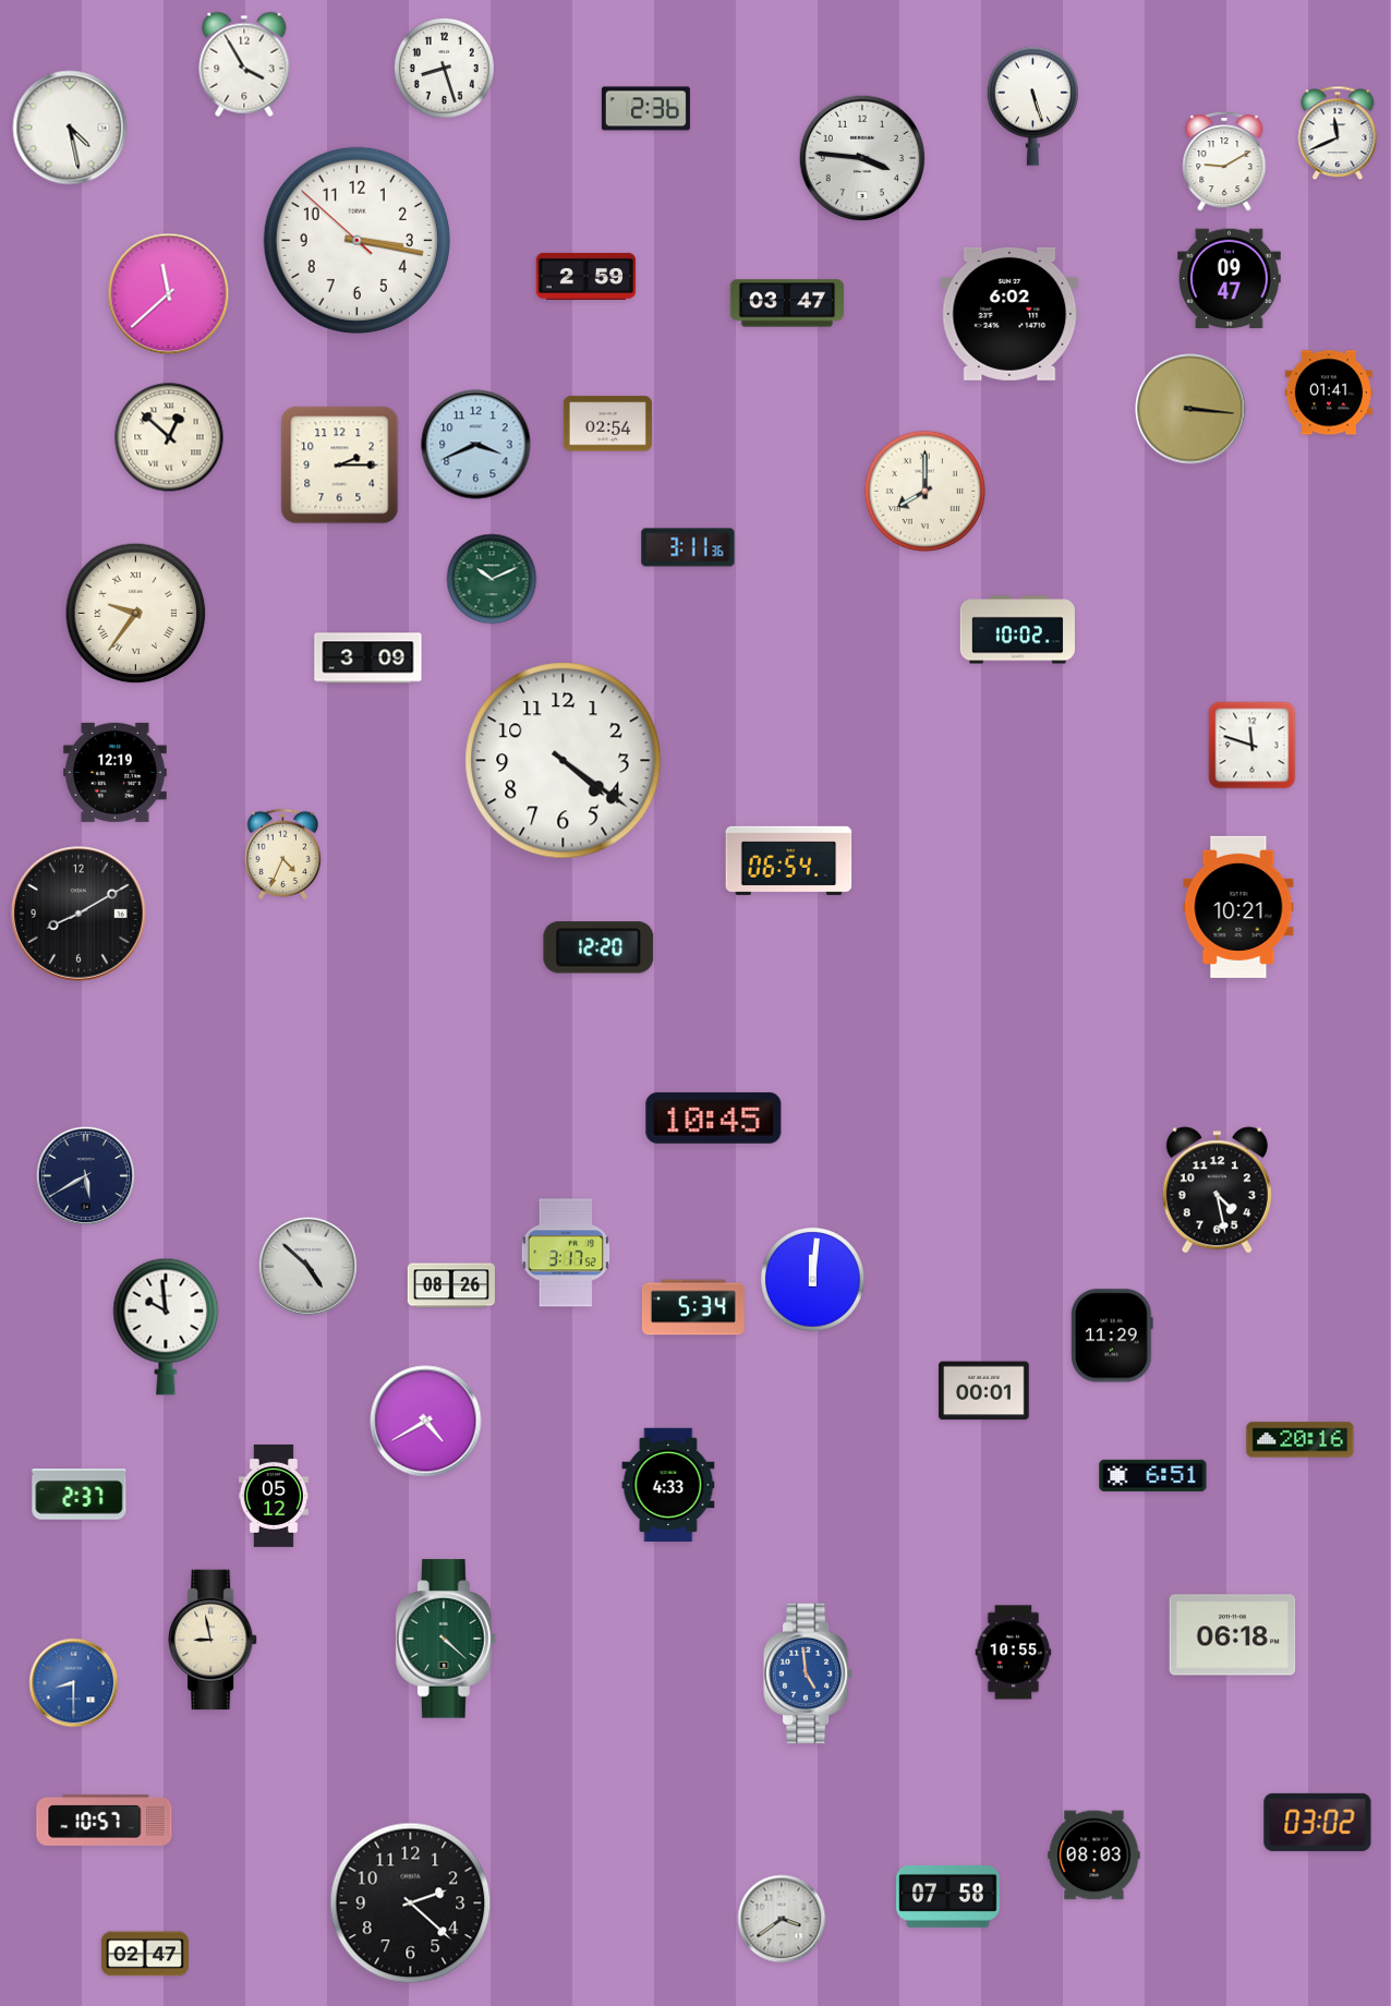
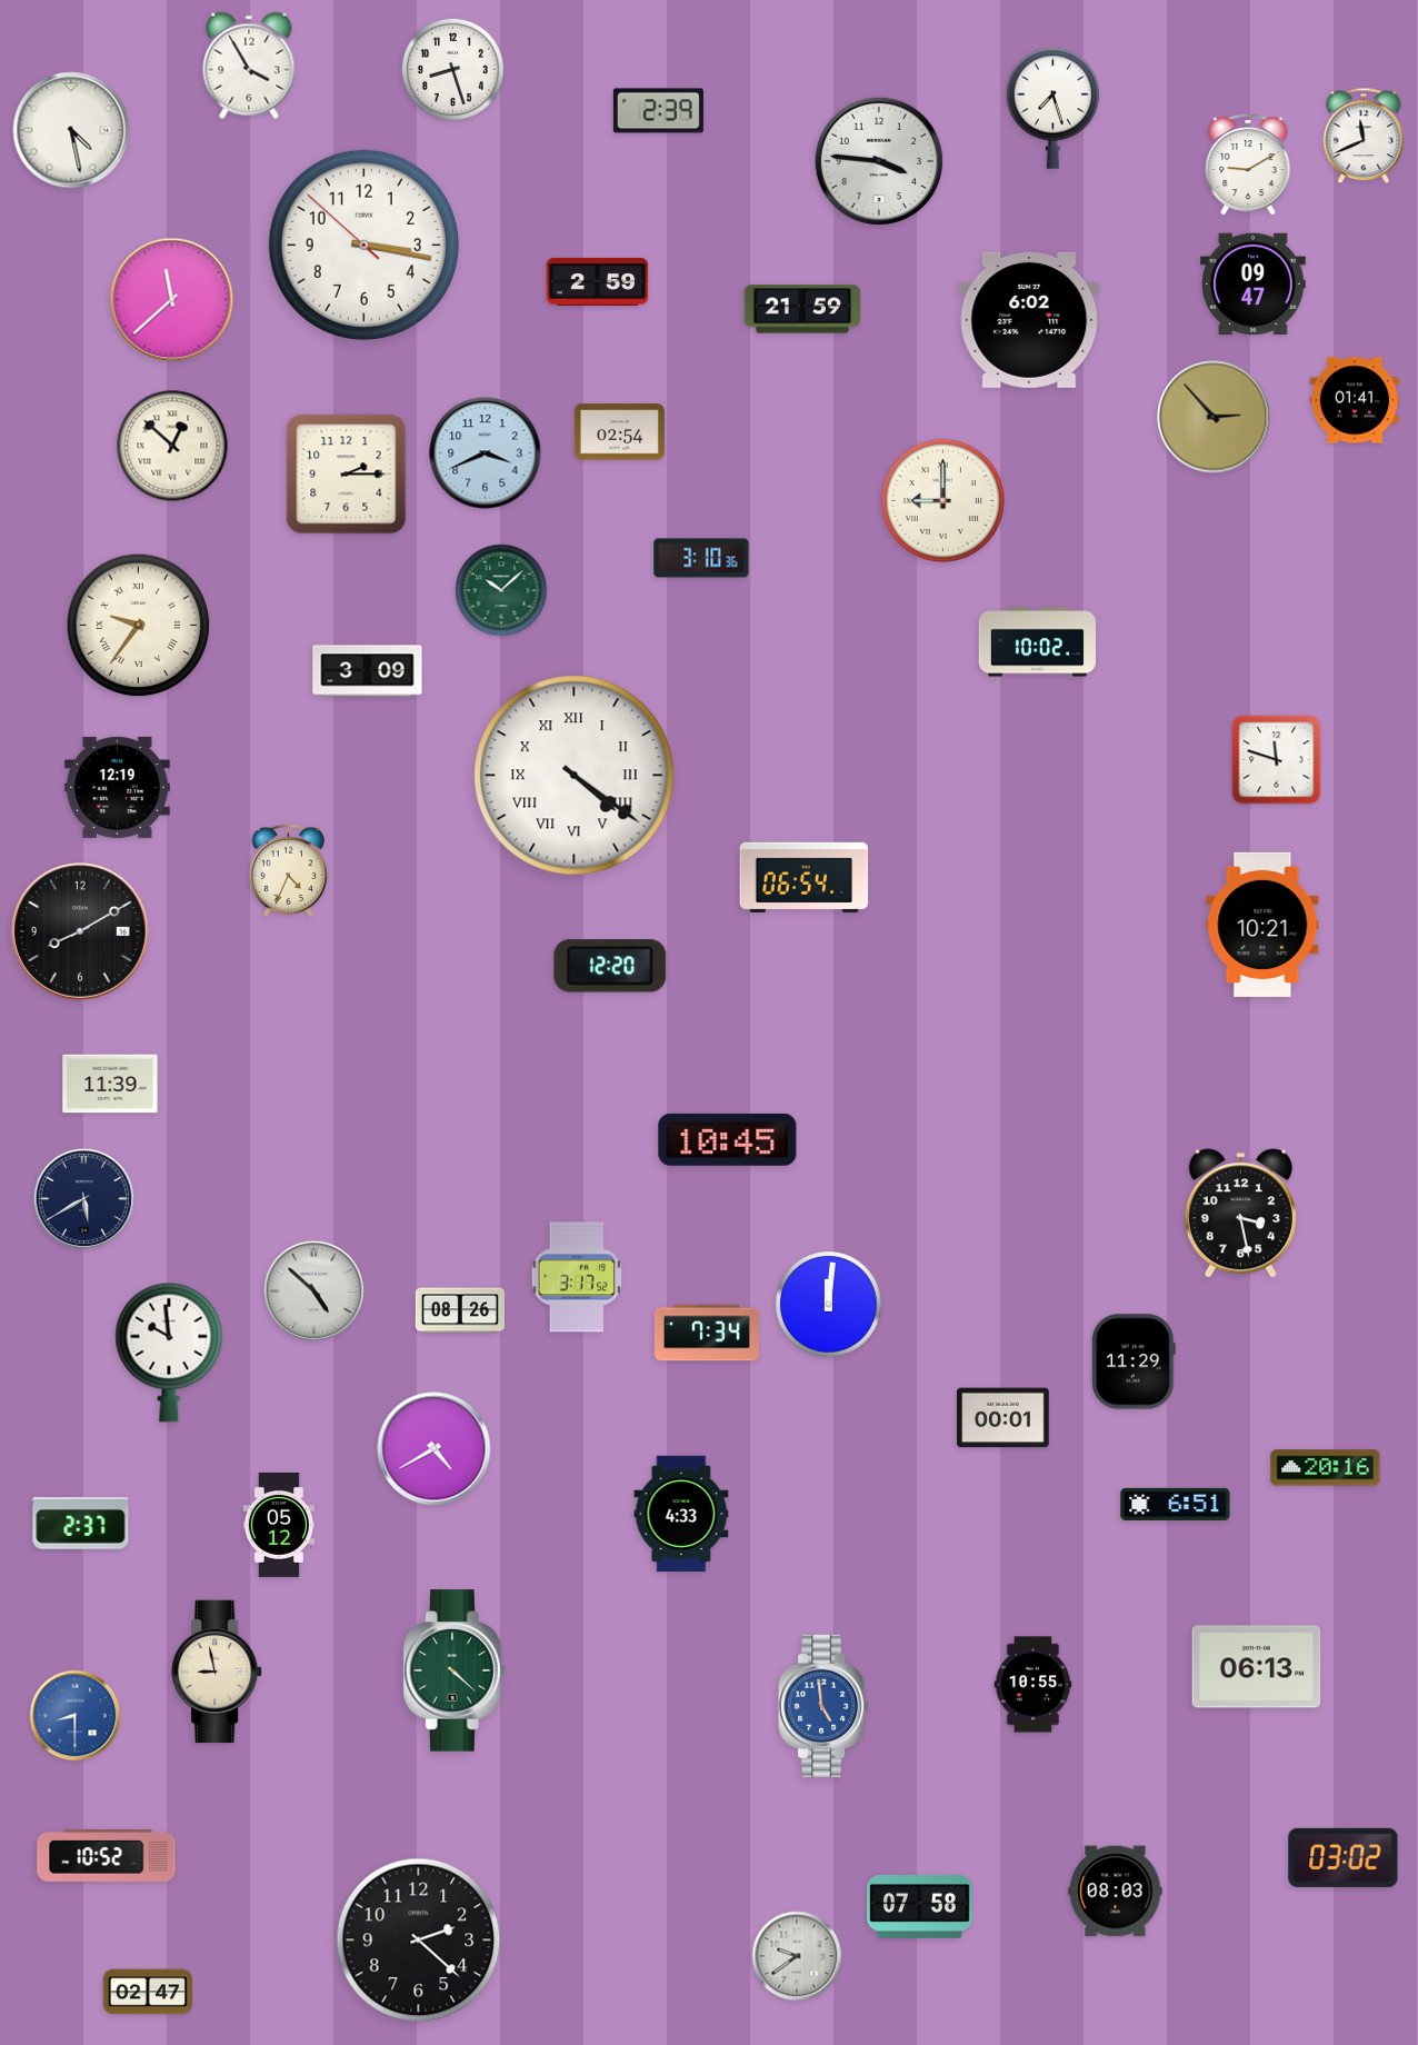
clock at (1032, 106): 5:27 -> 7:27
clock at (645, 109): 2:36 -> 2:39
clock at (787, 303): 03:47 -> 21:59
clock at (1190, 409): 3:16 -> 2:53
clock at (924, 491): 8:00 -> 9:00
clock at (688, 547): 3:11 -> 3:10
clock at (492, 579): 10:11 -> 10:08
clock at (368, 658) position: (368, 658) -> (368, 671)
clock at (564, 761) numerals: Arabic -> Roman
clock at (110, 1084): none -> 11:39
clock at (85, 1175) position: (85, 1175) -> (83, 1198)
clock at (1217, 1191): 4:28 -> 3:28
clock at (693, 1307): 5:34 -> 7:34
clock at (1233, 1635): 06:18 -> 06:13
clock at (105, 1820): 10:57 -> 10:52
clock at (948, 1896) position: (948, 1896) -> (920, 1906)
clock at (782, 1919): 3:39 -> 9:39
